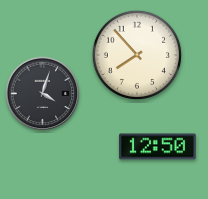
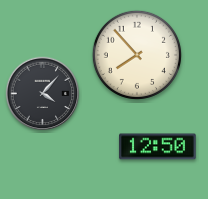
clock at (43, 94): 4:03 -> 4:07
